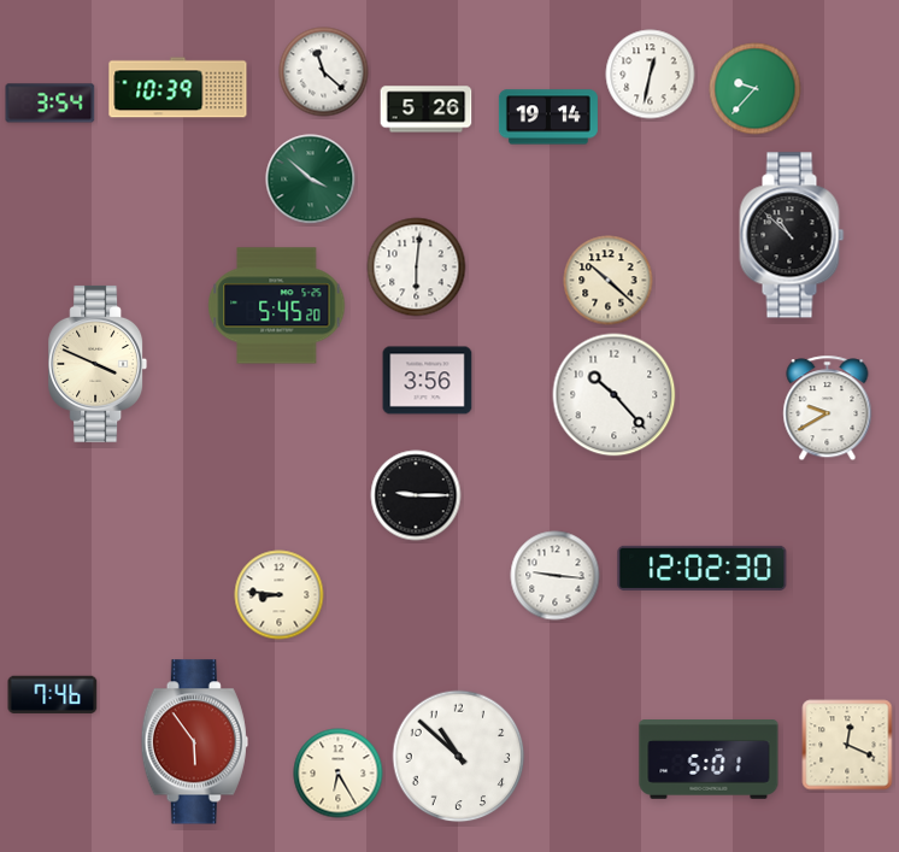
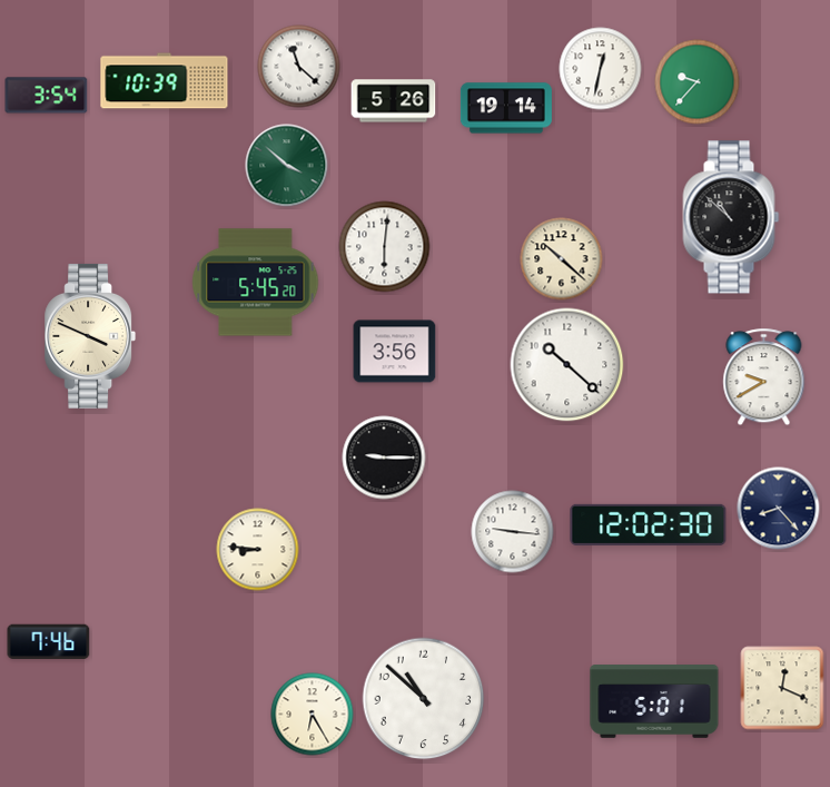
clock at (615, 395): 10:23 -> 10:22
clock at (779, 509): none -> 8:23
clock at (194, 742): 5:54 -> none
